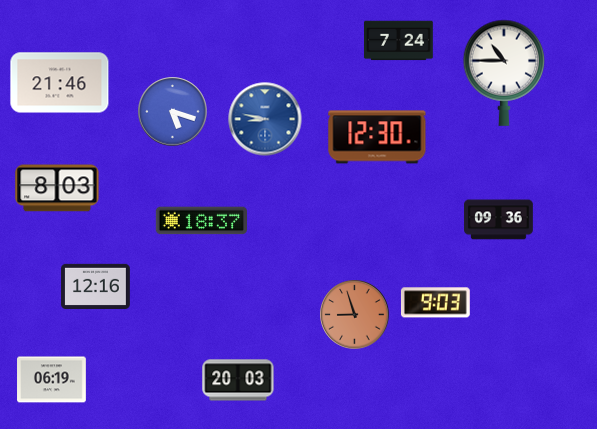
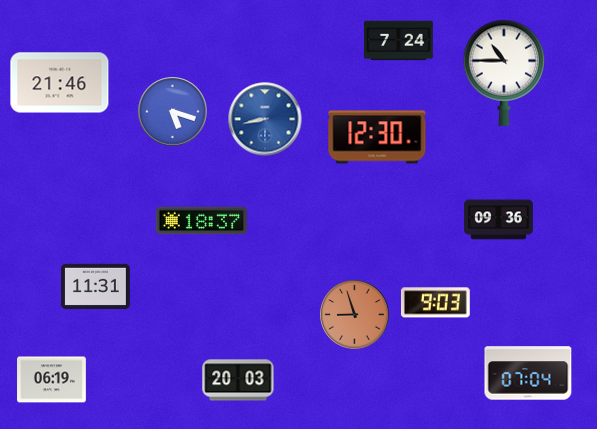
clock at (265, 119): 8:47 -> 8:43
clock at (57, 188): 8:03 -> none
clock at (96, 286): 12:16 -> 11:31
clock at (528, 373): none -> 07:04
